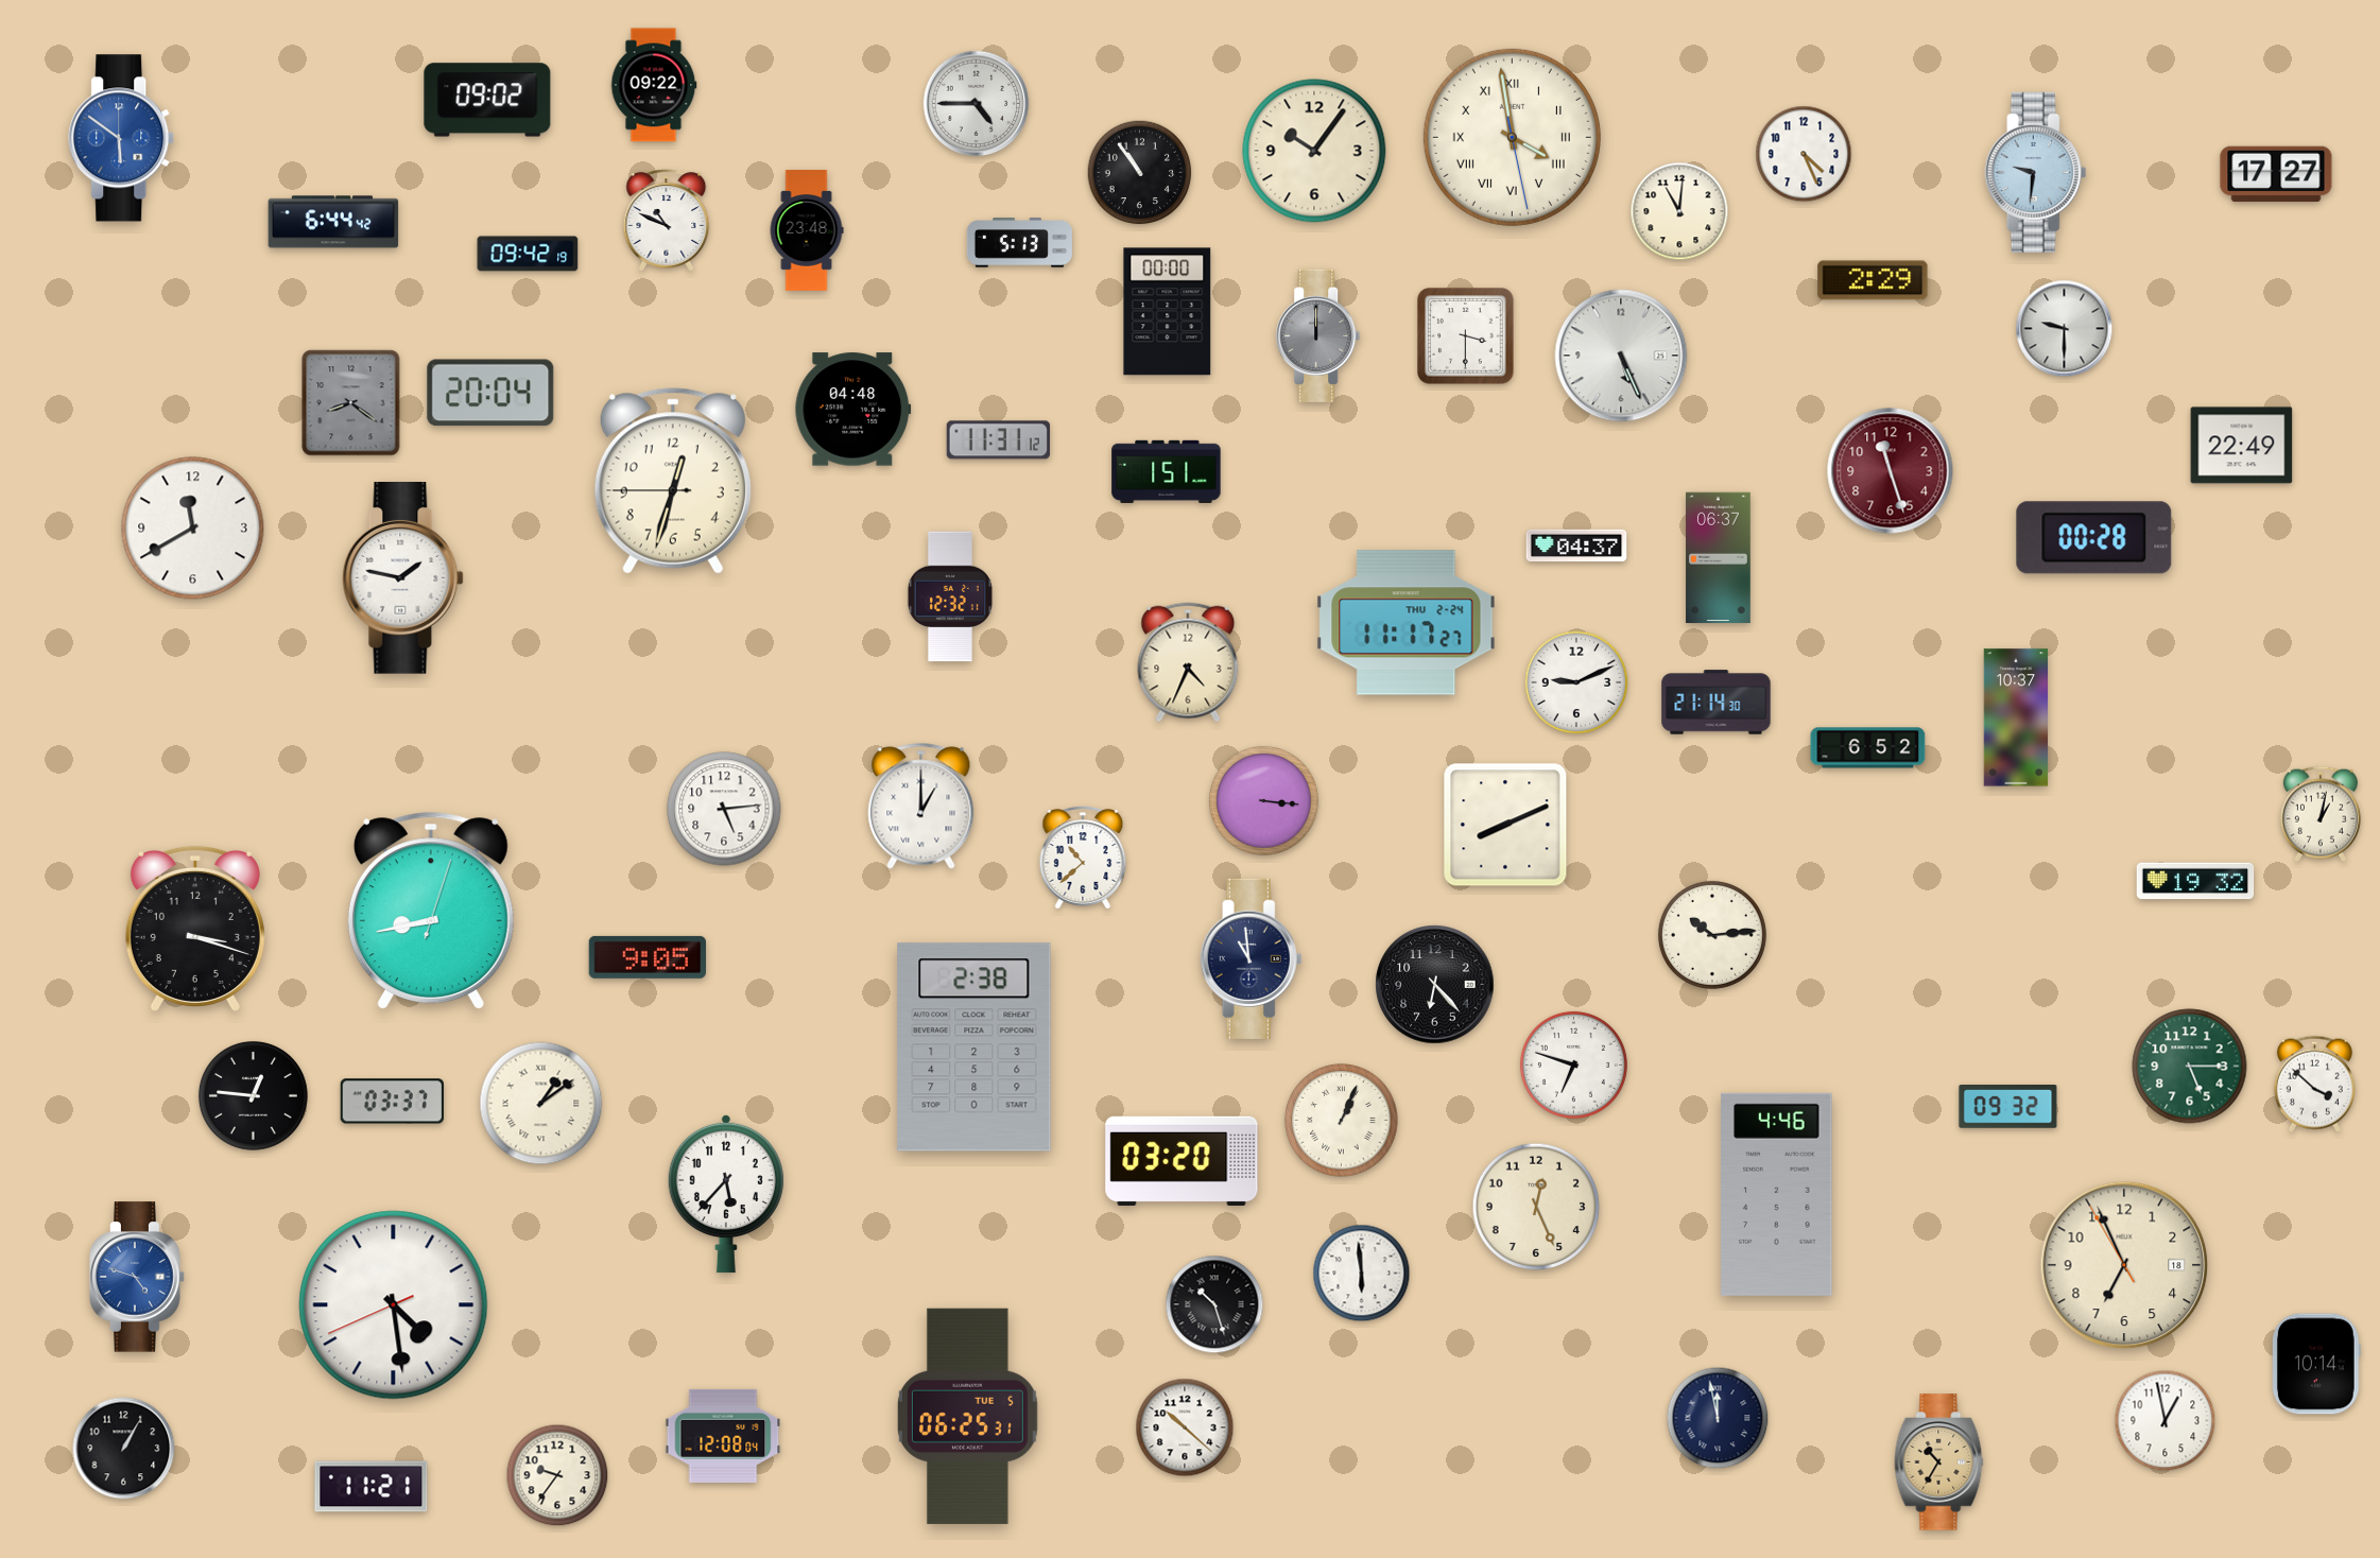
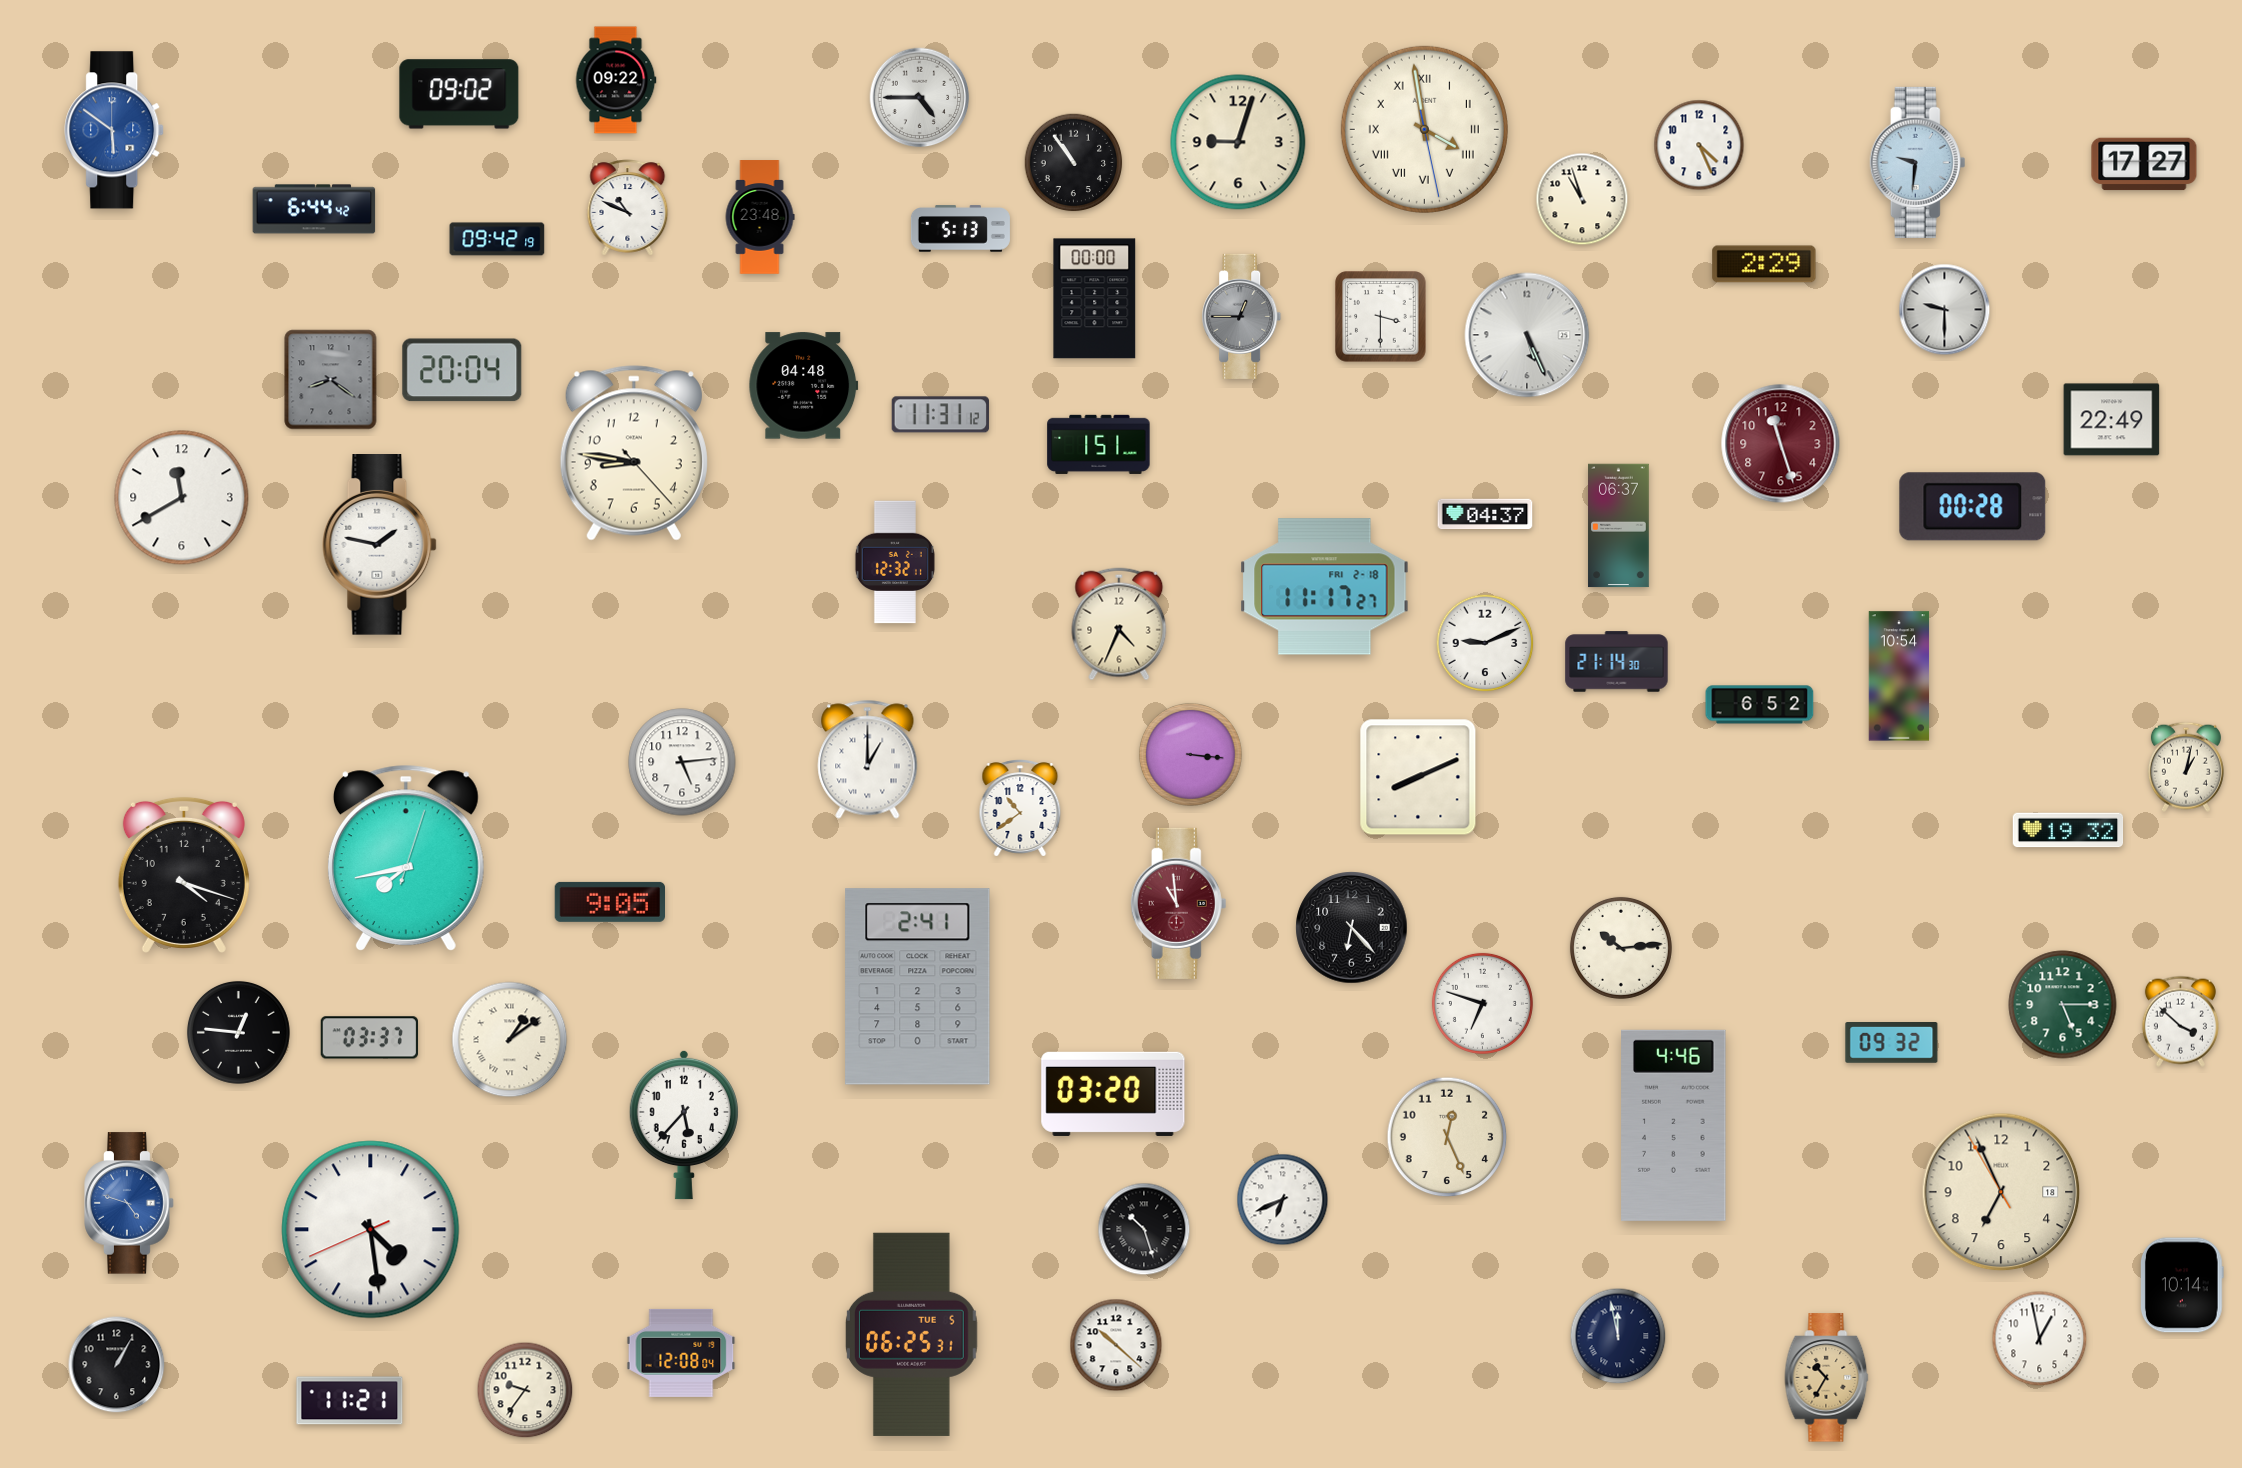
clock at (1314, 151): 10:06 -> 9:03
clock at (1679, 211): 11:01 -> 10:57
clock at (1168, 312) position: (1168, 312) -> (1095, 299)
clock at (1318, 335): 12:00 -> 12:45
clock at (673, 481): 12:32 -> 8:46
clock at (1407, 623) date: THU 2-24 -> FRI 2-18
clock at (2016, 717): 10:37 -> 10:54
clock at (1083, 858): 10:38 -> 10:39
clock at (431, 910): 8:43 -> 7:43
clock at (195, 929): 3:18 -> 4:18
clock at (1712, 935) position: (1712, 935) -> (1621, 948)
clock at (1252, 958) dial: navy -> burgundy
clock at (975, 1048): 2:38 -> 2:41
clock at (1342, 1121): 1:04 -> none
clock at (1362, 1274): 5:59 -> 6:41
